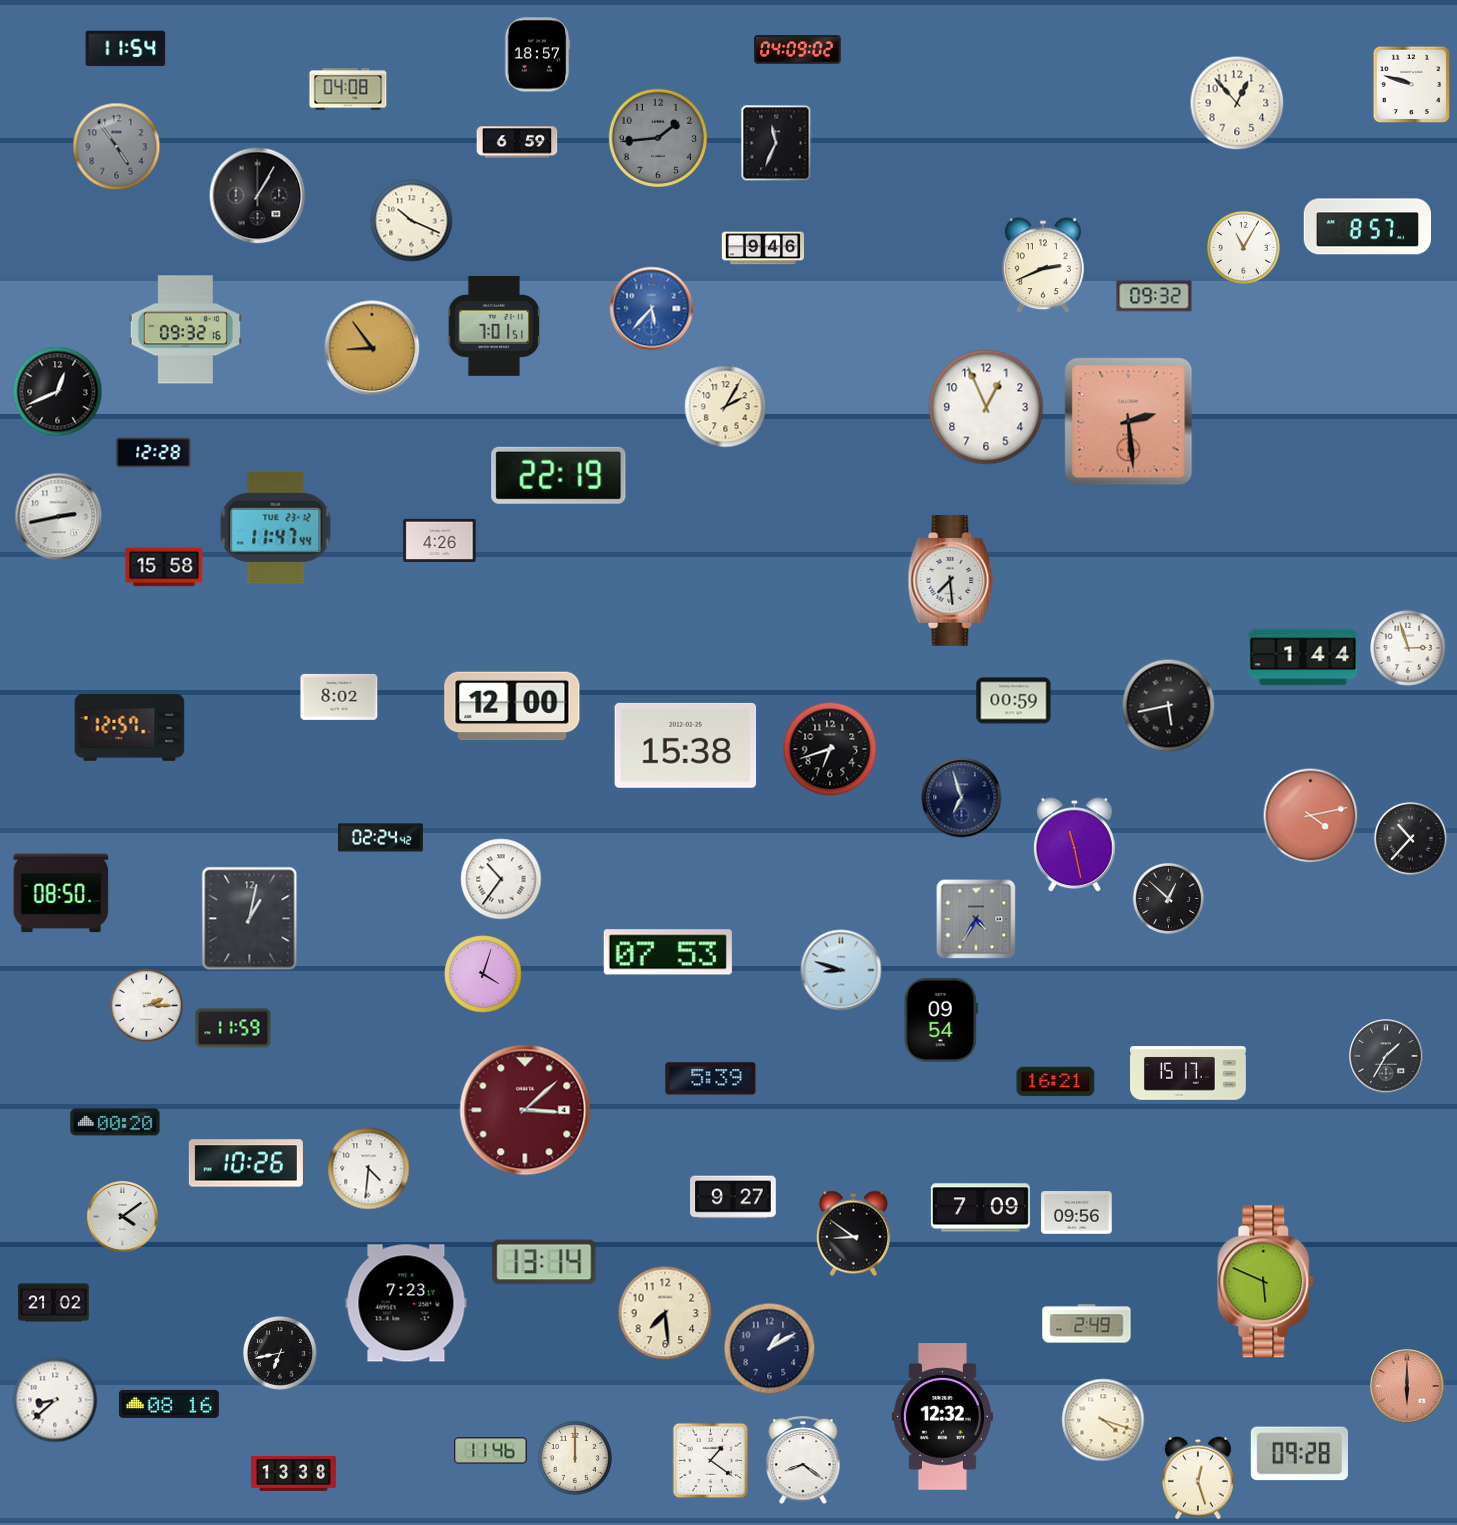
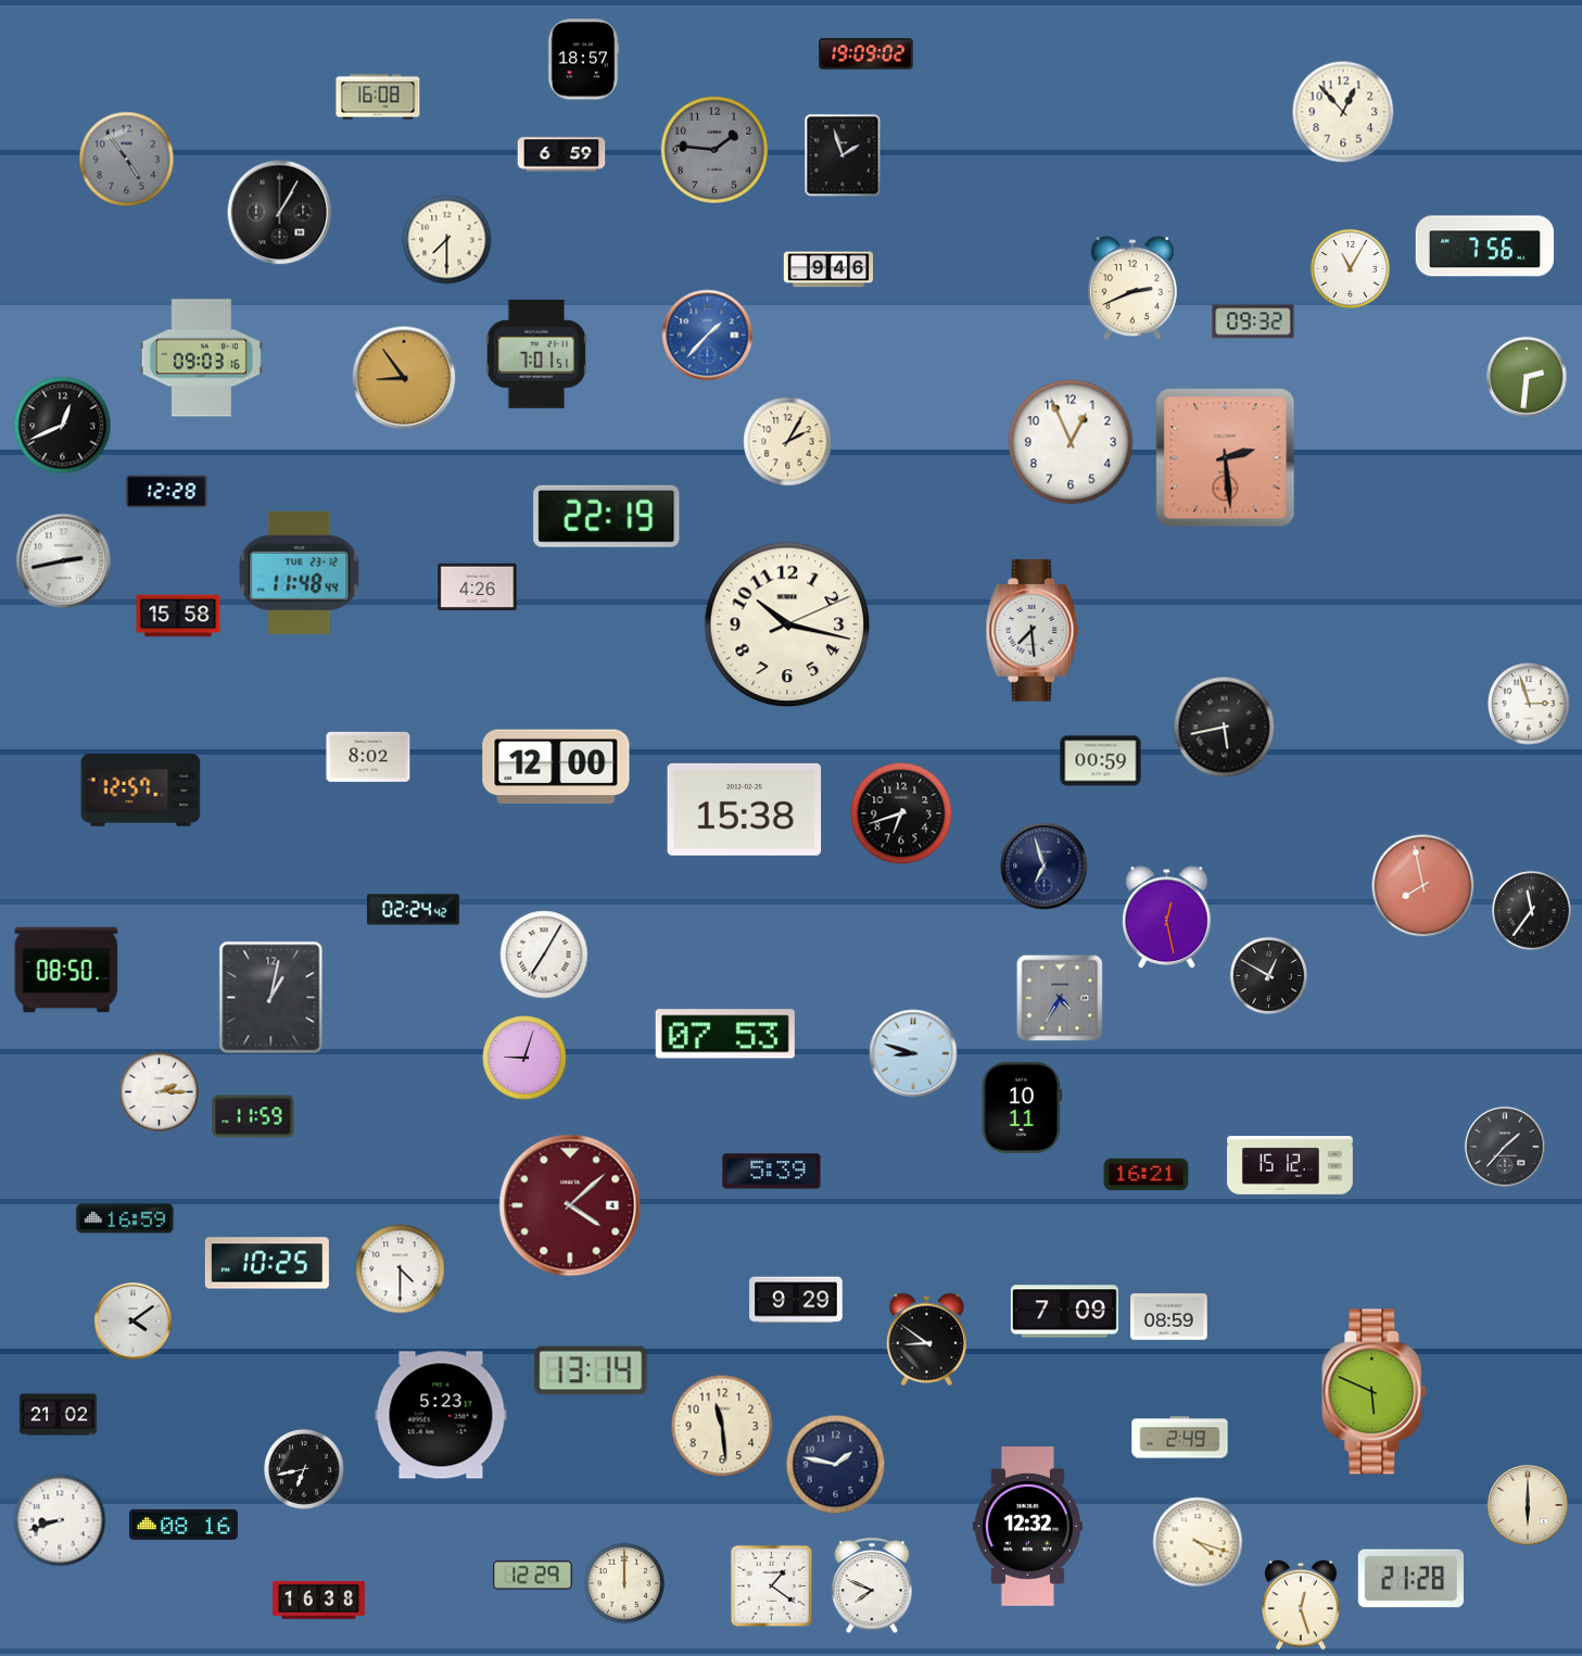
clock at (126, 49): 11:54 -> none
clock at (798, 50): 04:09 -> 19:09
clock at (1412, 85): 9:48 -> none
clock at (348, 89): 04:08 -> 16:08
clock at (657, 137): 1:44 -> 1:46
clock at (776, 143): 11:34 -> 1:57
clock at (412, 221): 10:19 -> 7:30
clock at (1367, 227): 8:57 -> 7:56
clock at (652, 309): 5:37 -> 1:37
clock at (185, 330): 09:32 -> 09:03
clock at (1527, 377): none -> 2:31
clock at (276, 527): 11:47 -> 11:48
clock at (787, 624): none -> 10:17
clock at (1303, 657): 1:44 -> none
clock at (1169, 706) position: (1169, 706) -> (1225, 728)
clock at (1311, 816): 4:13 -> 7:58
clock at (1410, 838): 10:37 -> 11:36
clock at (1075, 845): 11:28 -> 12:28
clock at (501, 879): 10:36 -> 7:05
clock at (1168, 898): 12:52 -> 12:50
clock at (483, 974): 4:03 -> 9:03
clock at (941, 1020): 09:54 -> 10:11
clock at (1386, 1056): 1:35 -> 1:37
clock at (1188, 1073): 15:17 -> 15:12
clock at (525, 1110): 3:08 -> 4:08
clock at (115, 1122): 00:20 -> 16:59
clock at (246, 1163): 10:26 -> 10:25
clock at (369, 1169): 4:31 -> 4:30
clock at (733, 1197): 9:27 -> 9:29
clock at (1077, 1213): 09:56 -> 08:59
clock at (406, 1303): 7:23 -> 5:23
clock at (665, 1313): 7:29 -> 11:29
clock at (770, 1349): 1:10 -> 1:47
clock at (1407, 1386) dial: salmon -> cream
clock at (55, 1400): 8:38 -> 8:42
clock at (942, 1417) position: (942, 1417) -> (1027, 1527)
clock at (491, 1451): 11:46 -> 12:29
clock at (1299, 1454): 09:28 -> 21:28
clock at (803, 1461): 8:21 -> 7:49
clock at (294, 1473): 13:38 -> 16:38
